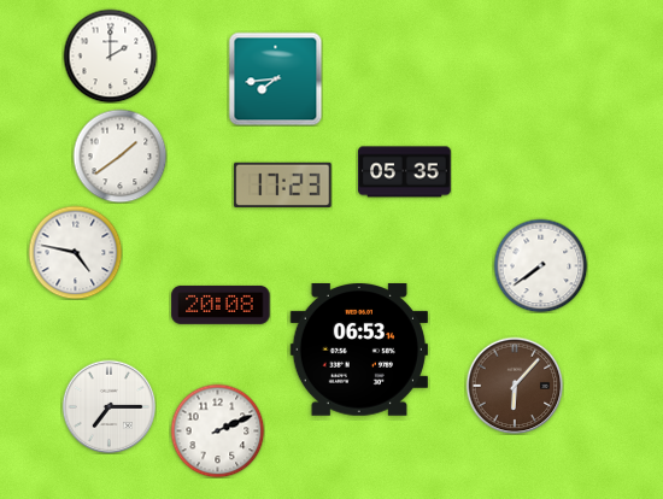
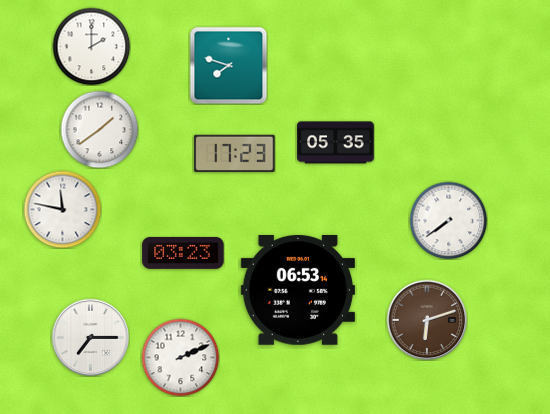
clock at (275, 78): 7:44 -> 7:48
clock at (75, 252): 4:47 -> 11:47
clock at (221, 305): 20:08 -> 03:23
clock at (515, 386): 6:07 -> 6:12
